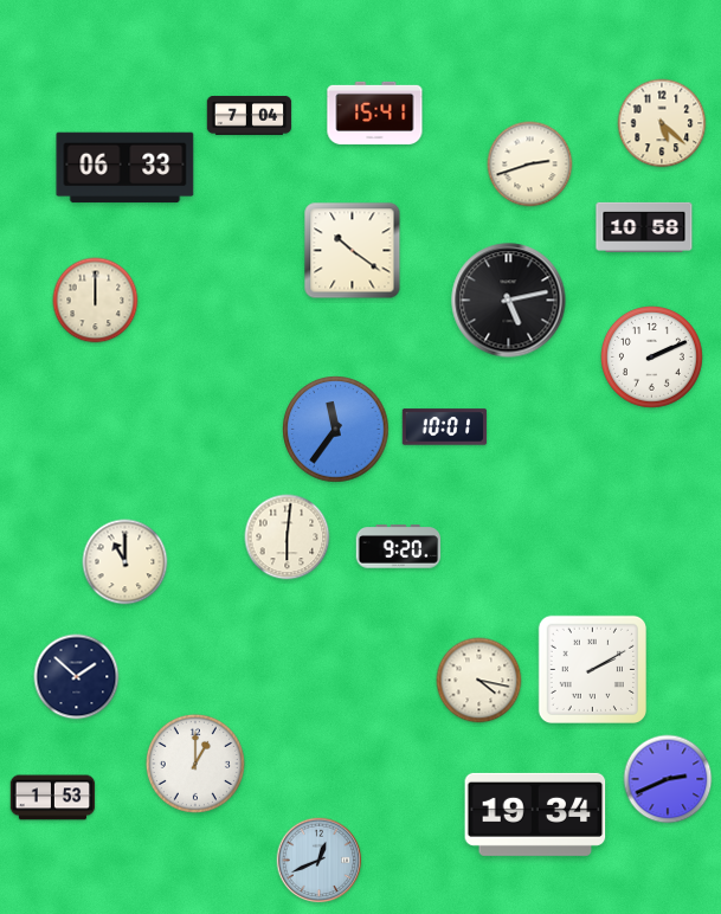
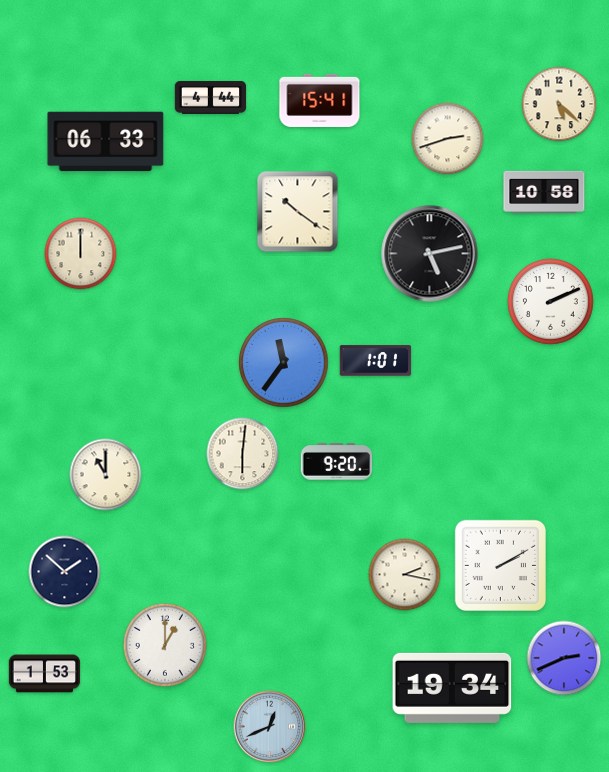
clock at (375, 112) position: (375, 112) -> (320, 100)
clock at (250, 115): 7:04 -> 4:44
clock at (445, 427): 10:01 -> 1:01
clock at (479, 681): 4:17 -> 2:17
